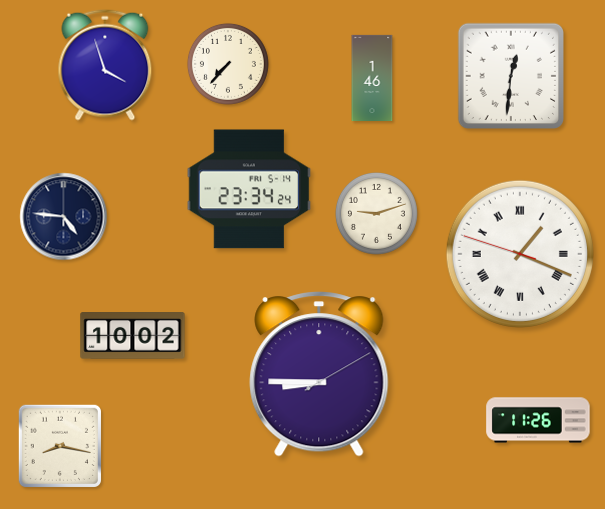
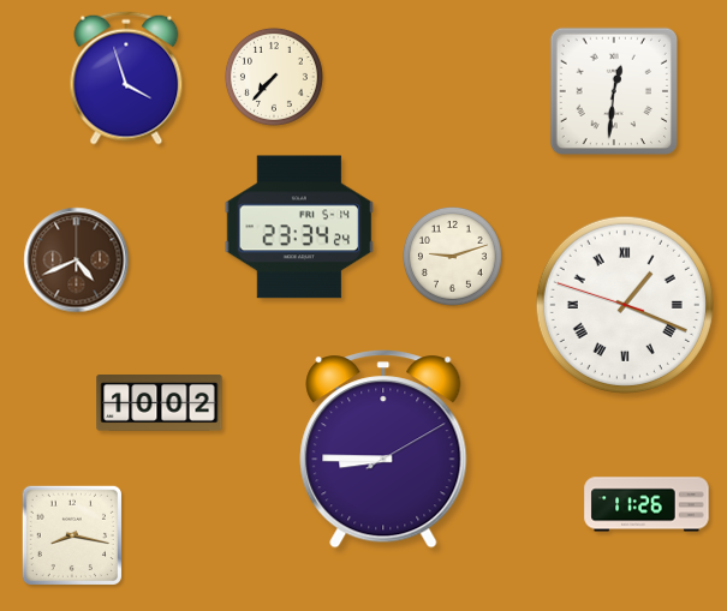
clock at (372, 77): 1:46 -> none
clock at (64, 217): 4:46 -> 4:41
clock at (64, 217) dial: navy -> brown
